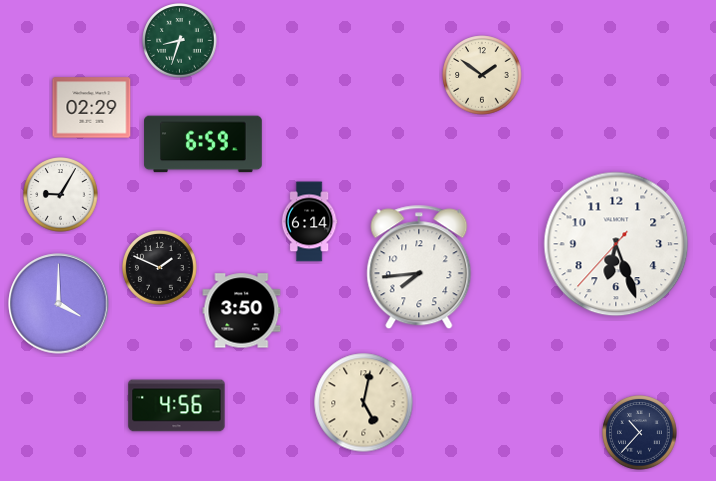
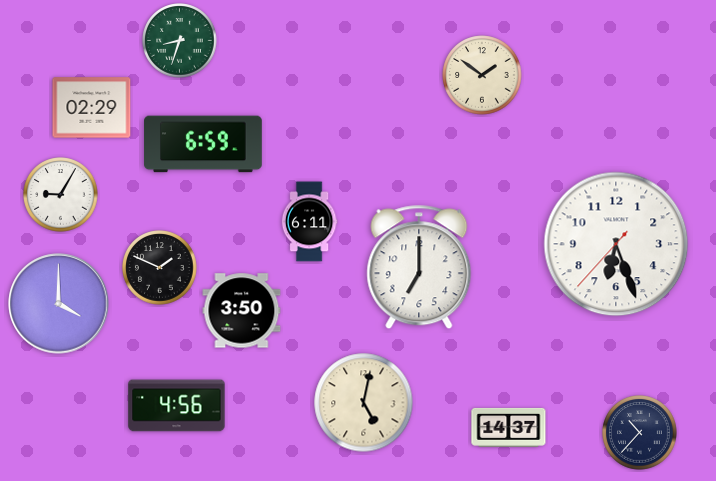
clock at (309, 222): 6:14 -> 6:11
clock at (419, 267): 7:44 -> 7:00
clock at (509, 427): none -> 14:37
